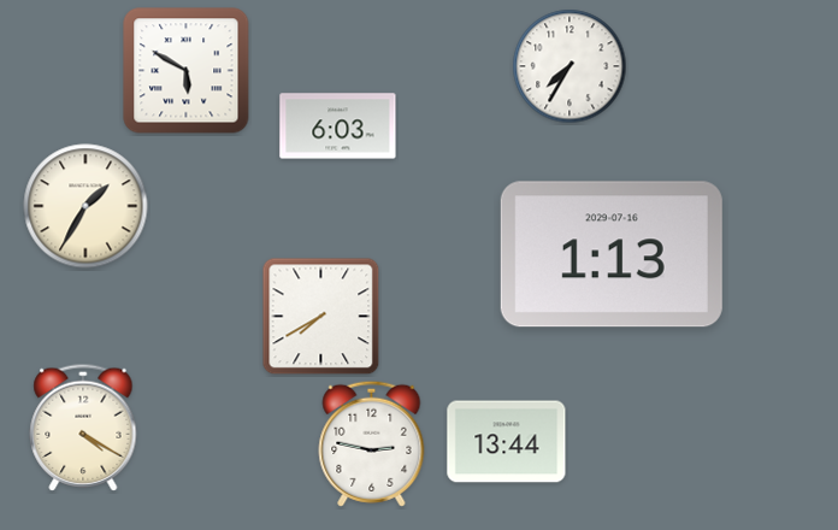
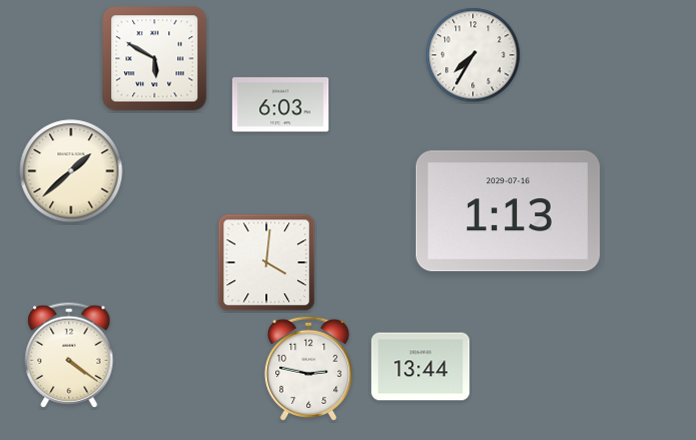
clock at (85, 206): 1:35 -> 1:38
clock at (321, 317): 7:40 -> 4:01
clock at (83, 428): 4:20 -> 4:21
